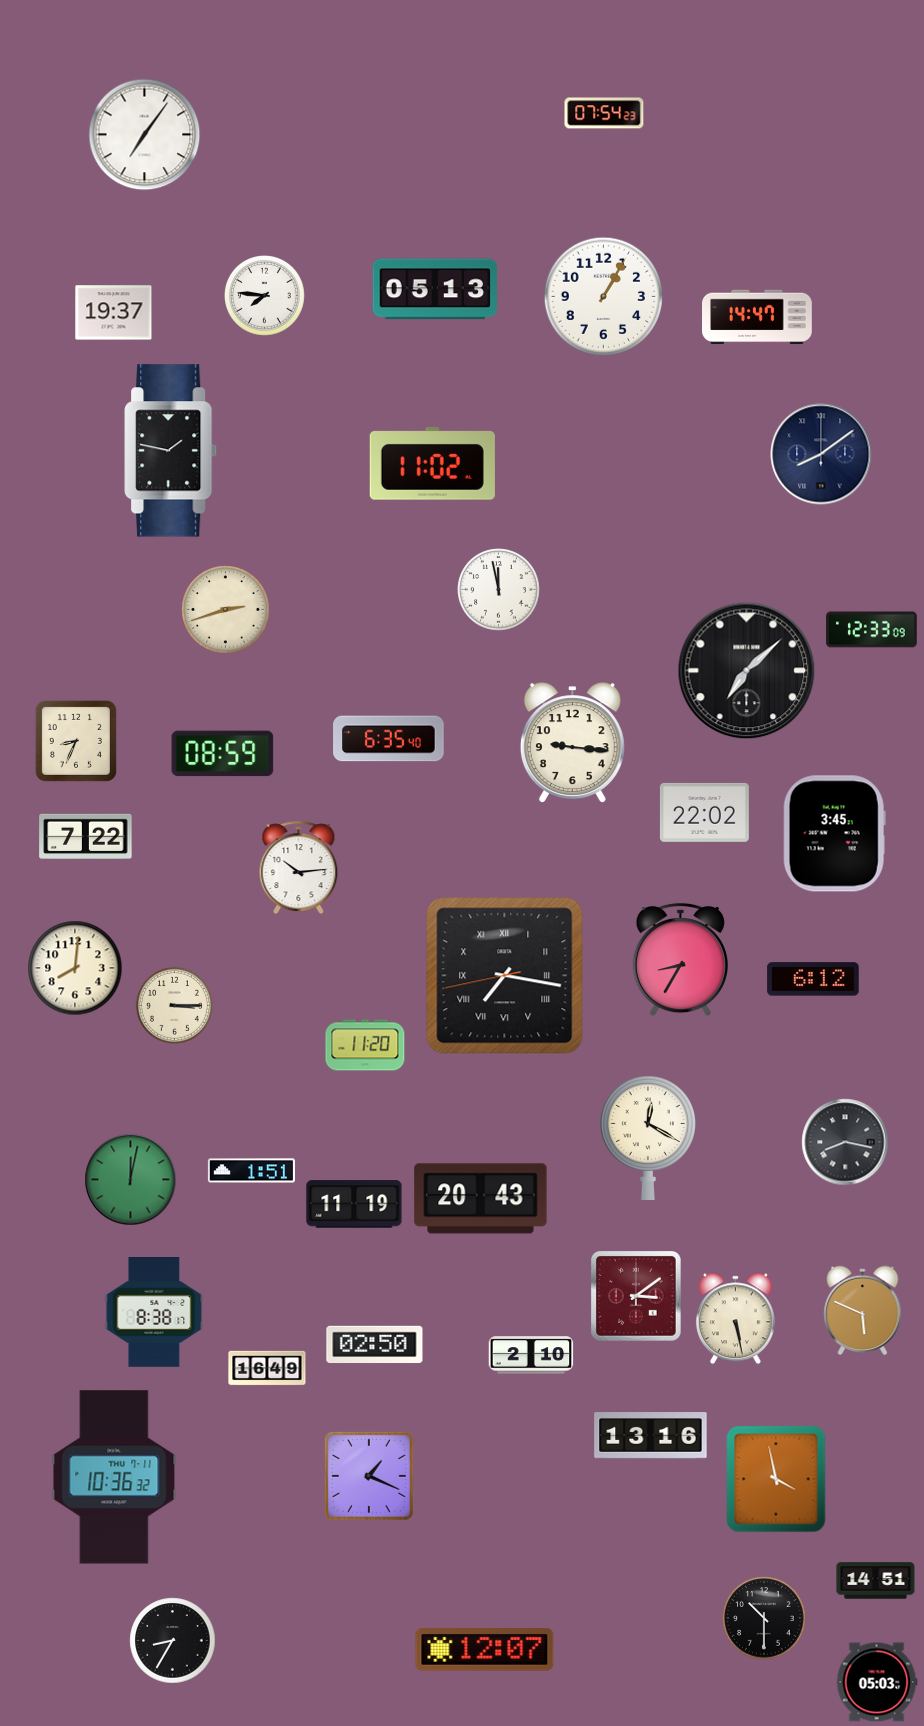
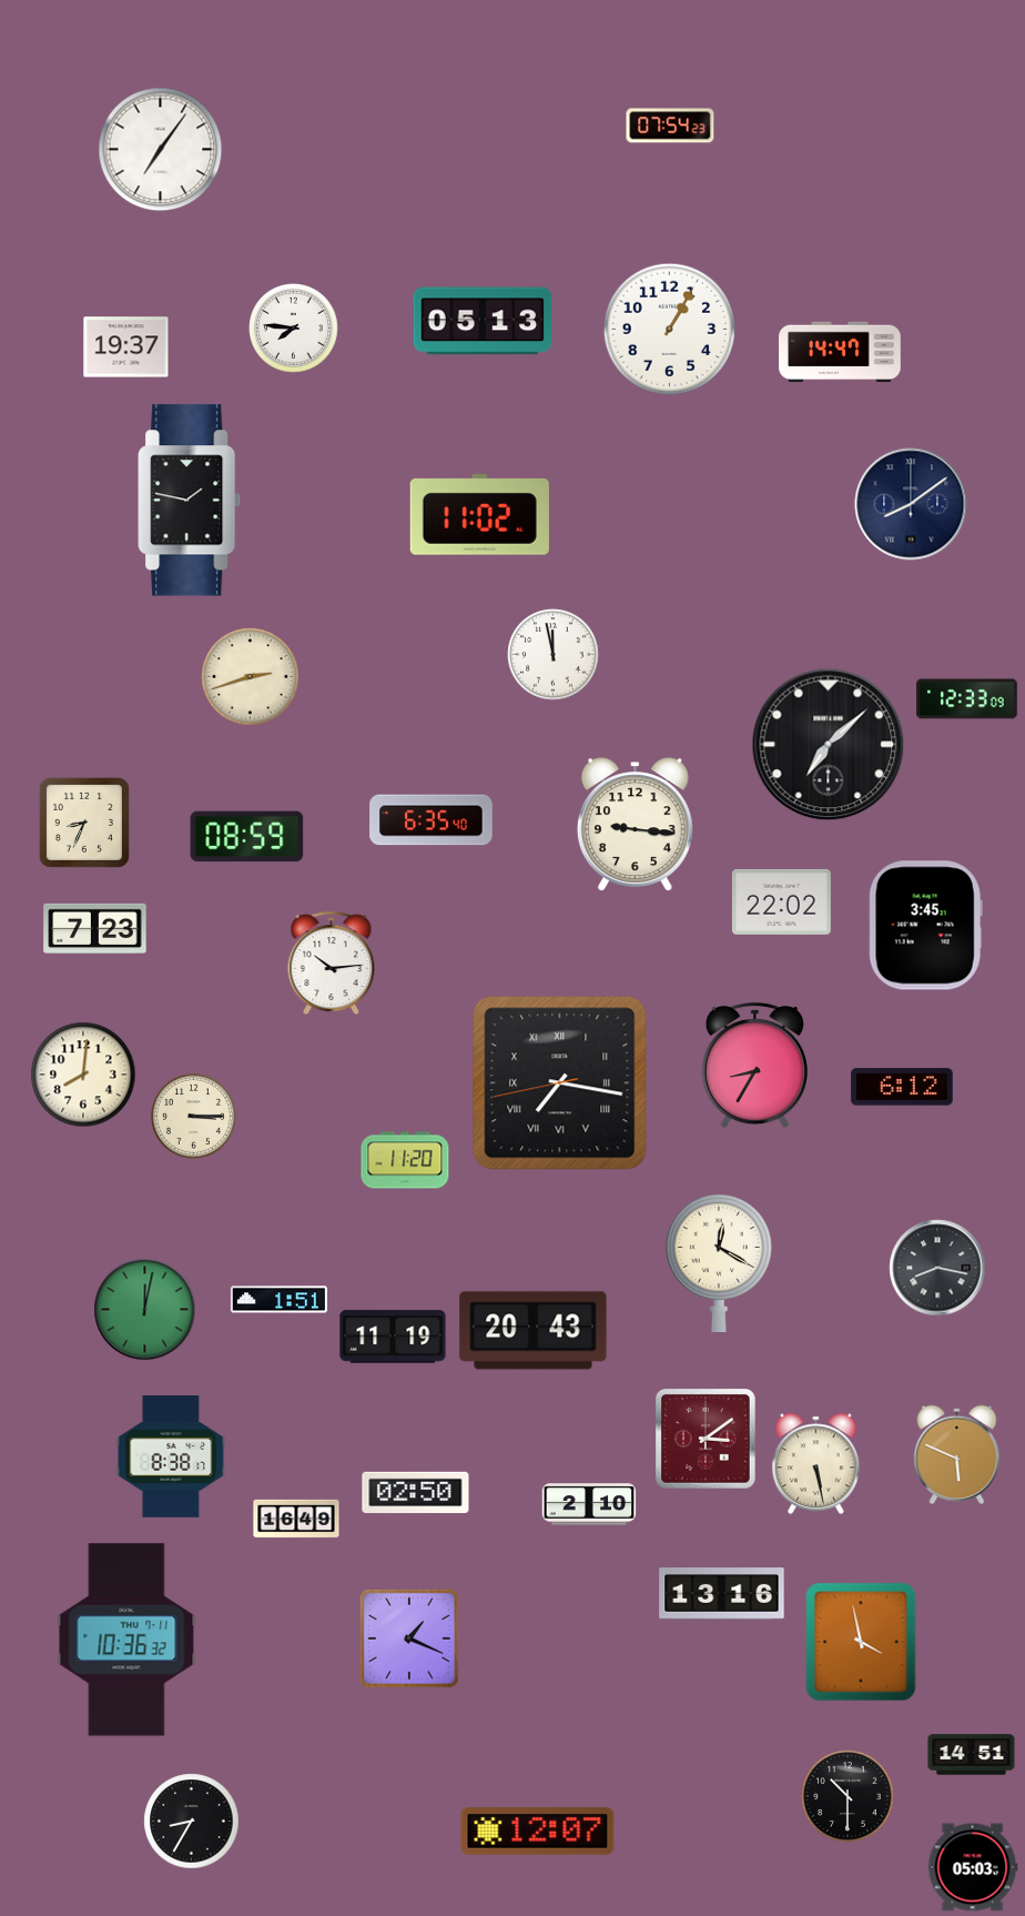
clock at (86, 836): 7:22 -> 7:23
